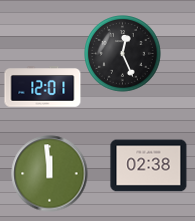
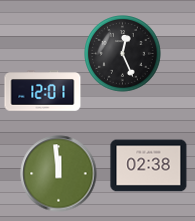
clock at (43, 87) position: (43, 87) -> (43, 91)
clock at (50, 174) position: (50, 174) -> (59, 174)
